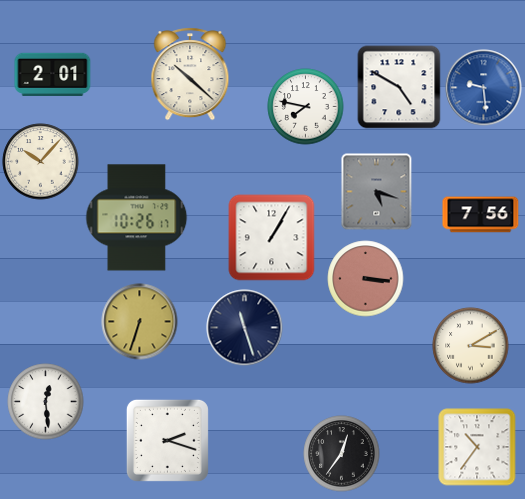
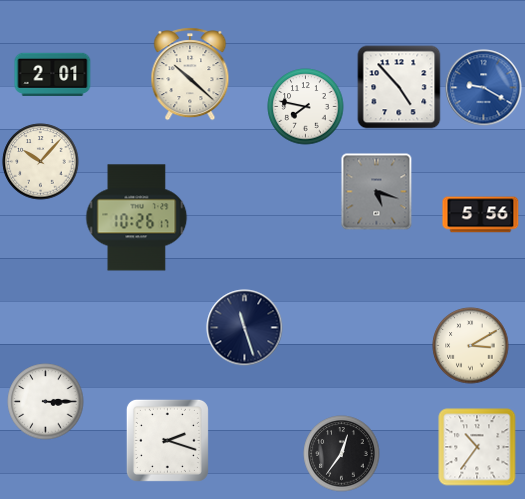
clock at (399, 87): 4:50 -> 4:53
clock at (484, 88): 9:29 -> 9:20
clock at (481, 215): 7:56 -> 5:56
clock at (272, 238): 1:05 -> none
clock at (366, 279): 3:16 -> none
clock at (140, 322): 6:33 -> none
clock at (46, 402): 12:29 -> 3:15
